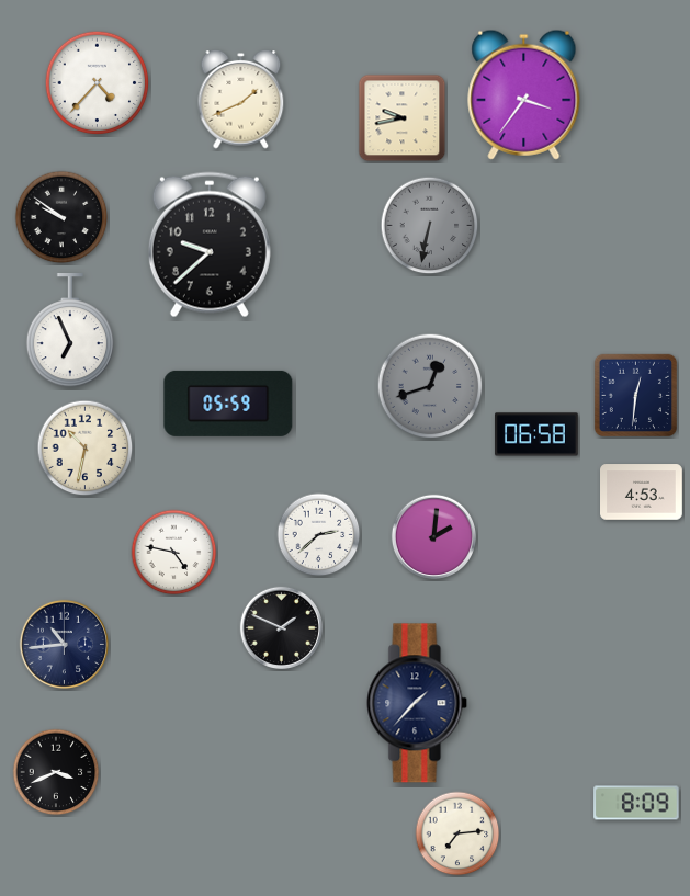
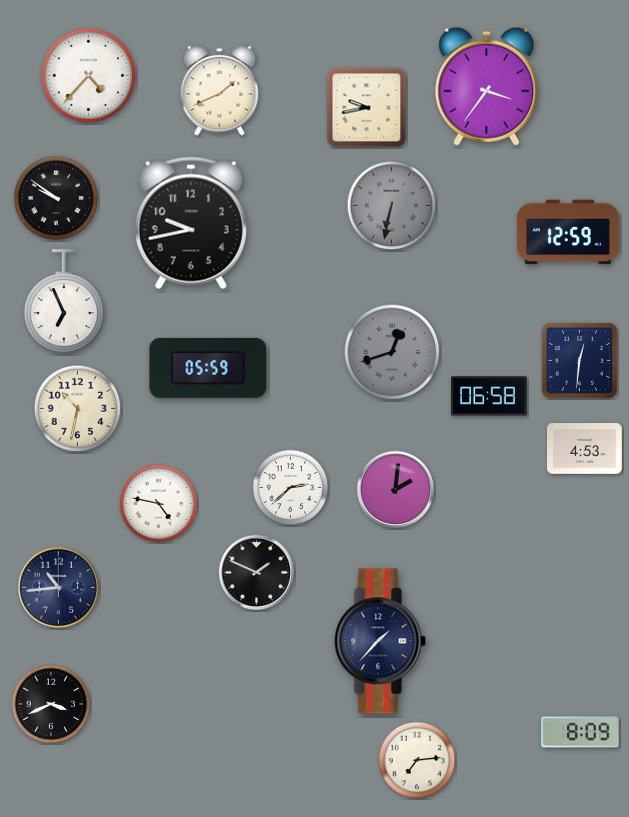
clock at (524, 94) position: (524, 94) -> (487, 86)
clock at (210, 245): 9:38 -> 9:43
clock at (568, 232): none -> 12:59
